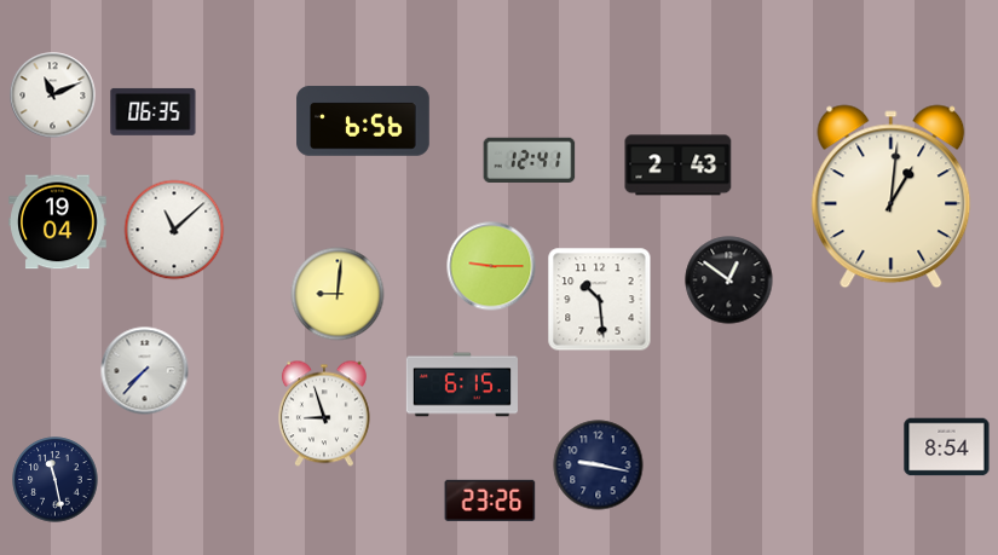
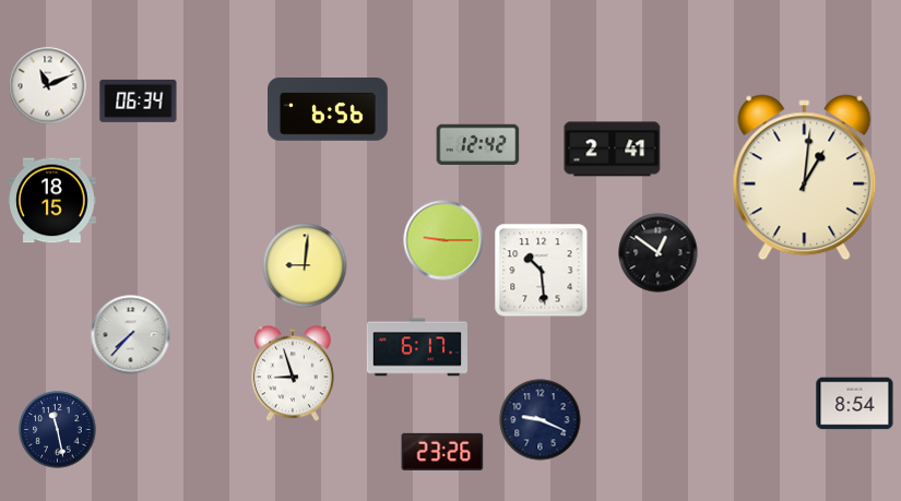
clock at (154, 111): 06:35 -> 06:34
clock at (530, 160): 12:41 -> 12:42
clock at (679, 166): 2:43 -> 2:41
clock at (58, 222): 19:04 -> 18:15
clock at (174, 230): 11:08 -> none
clock at (461, 385): 6:15 -> 6:17
clock at (599, 466): 9:17 -> 9:19
clock at (56, 480) position: (56, 480) -> (58, 430)
